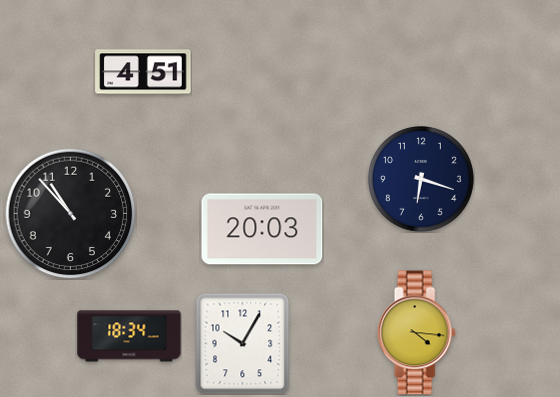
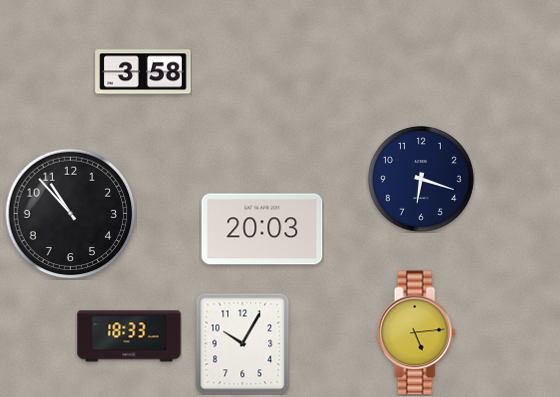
clock at (143, 72): 4:51 -> 3:58
clock at (416, 333): 4:16 -> 5:14
clock at (129, 336): 18:34 -> 18:33
